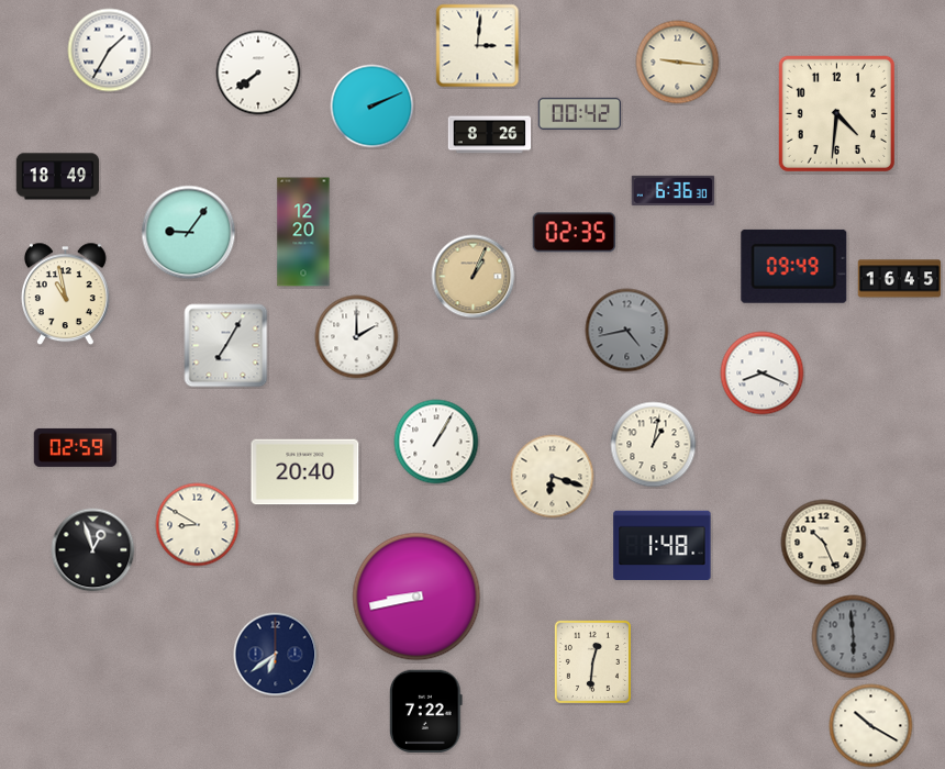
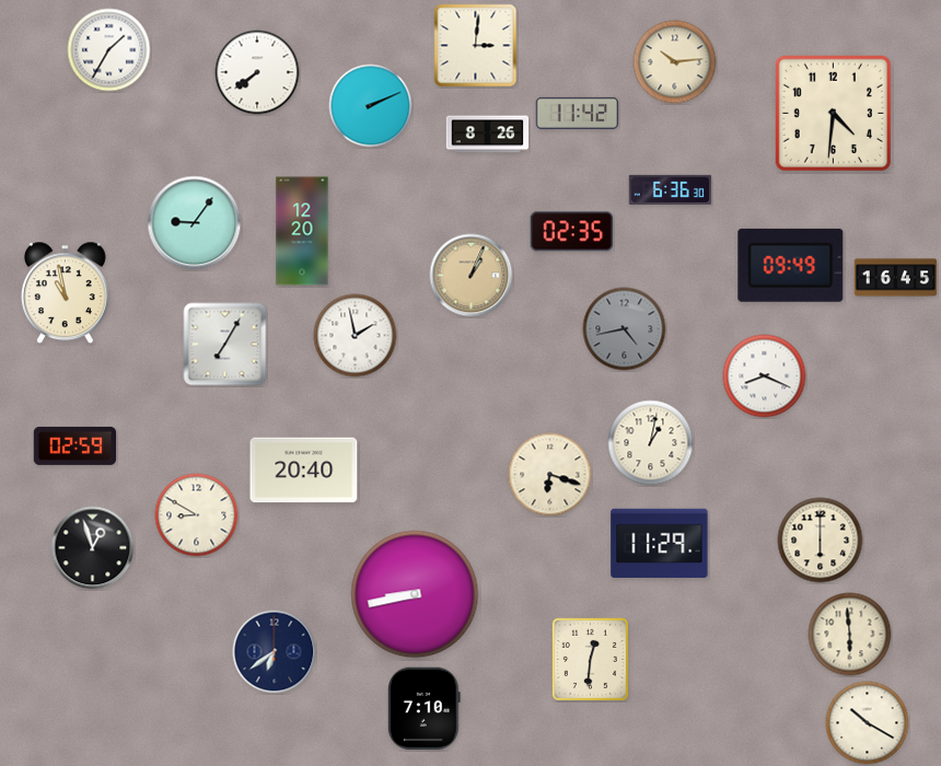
clock at (678, 63): 9:16 -> 10:14
clock at (580, 113): 00:42 -> 11:42
clock at (58, 177): 18:49 -> none
clock at (189, 233) position: (189, 233) -> (195, 223)
clock at (357, 337): 2:00 -> 1:58
clock at (763, 374) position: (763, 374) -> (765, 376)
clock at (436, 442): 1:05 -> none
clock at (198, 525) position: (198, 525) -> (197, 515)
clock at (824, 543): 10:26 -> 6:00
clock at (663, 545): 1:48 -> 11:29
clock at (854, 637) dial: grey -> cream
clock at (425, 712): 7:22 -> 7:10
